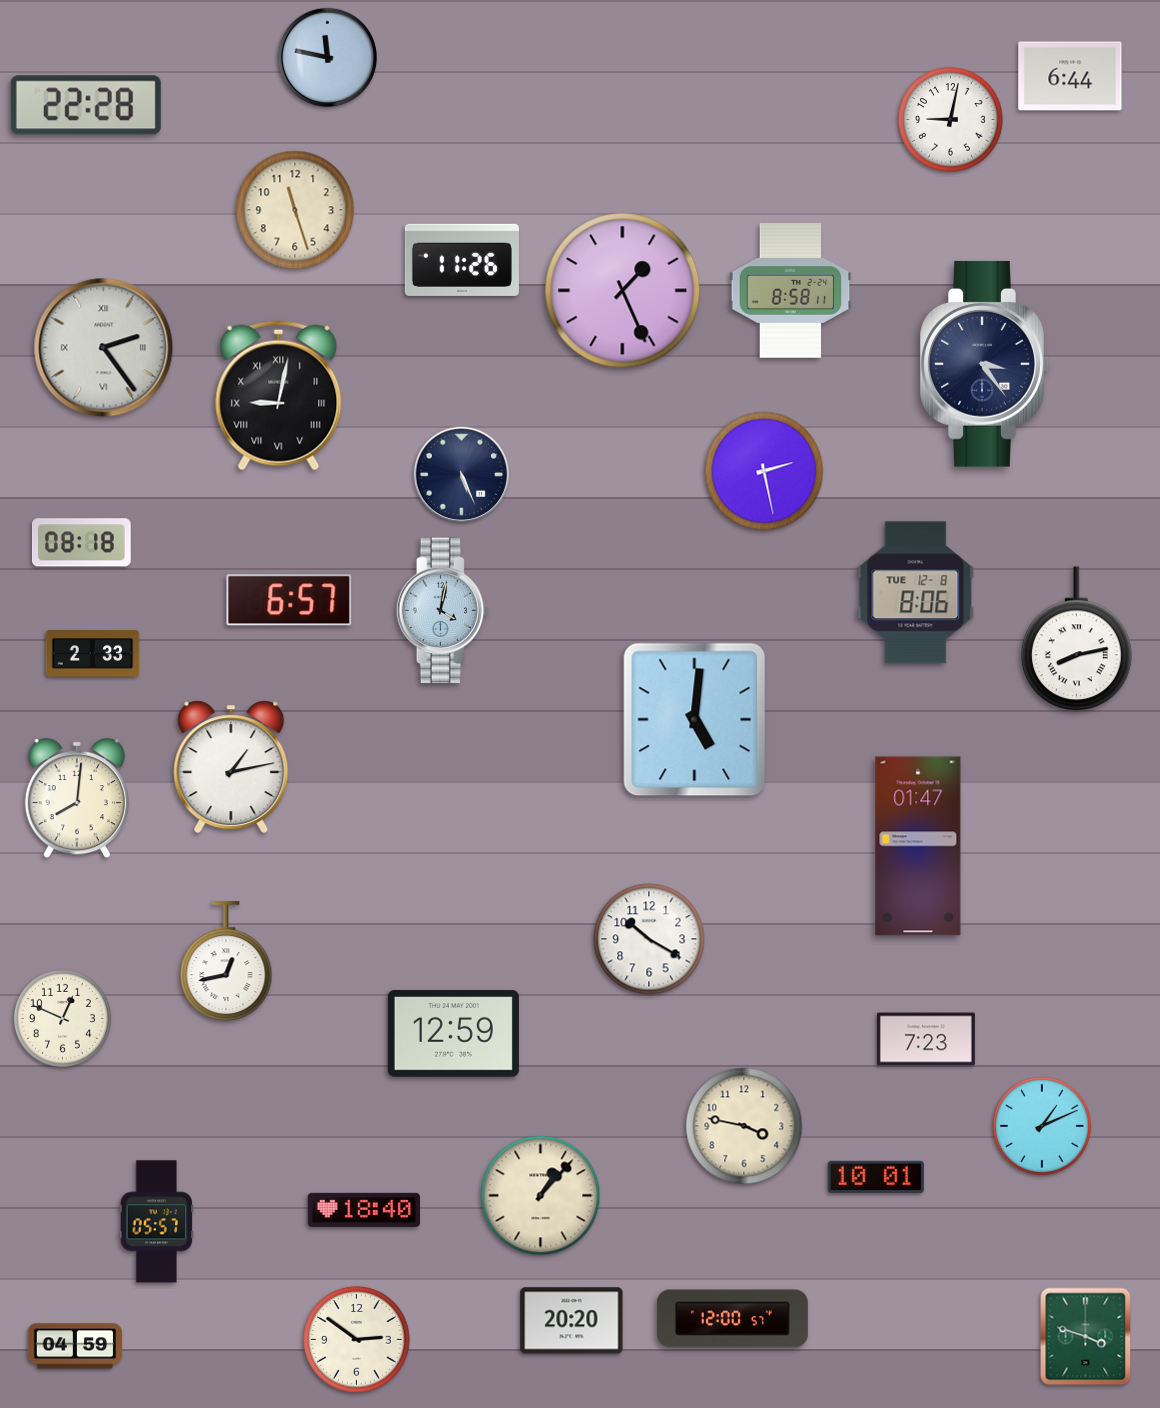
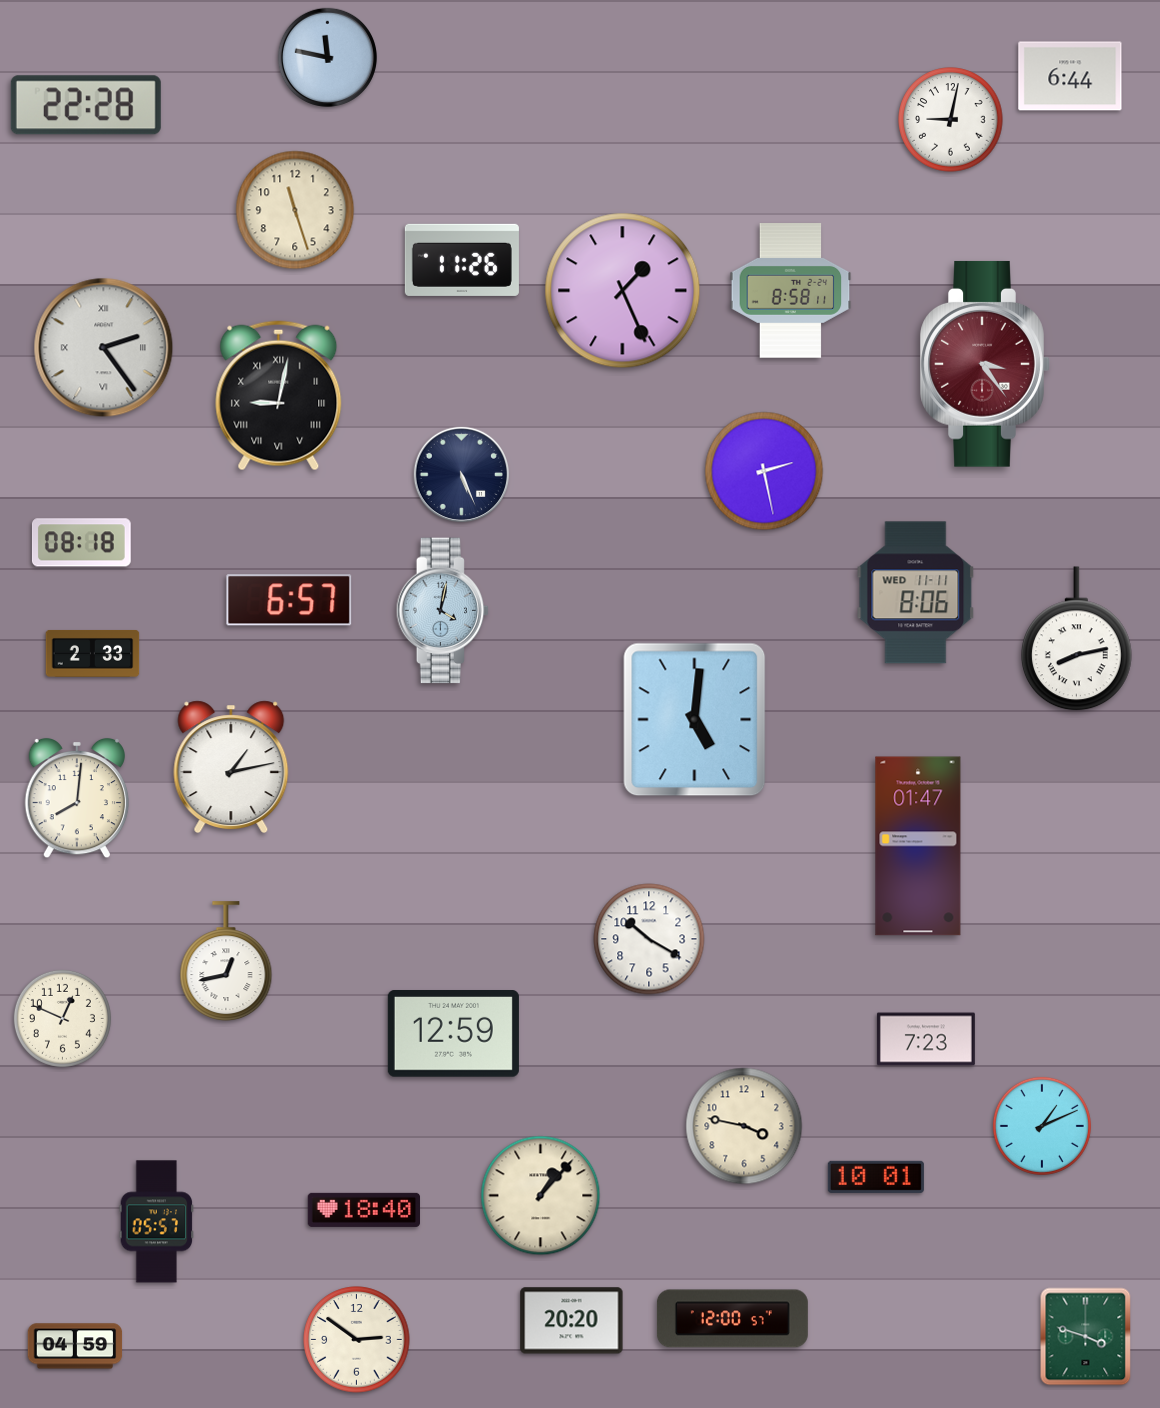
clock at (985, 364) dial: navy -> burgundy
clock at (916, 593) date: TUE 12-8 -> WED 11-11
